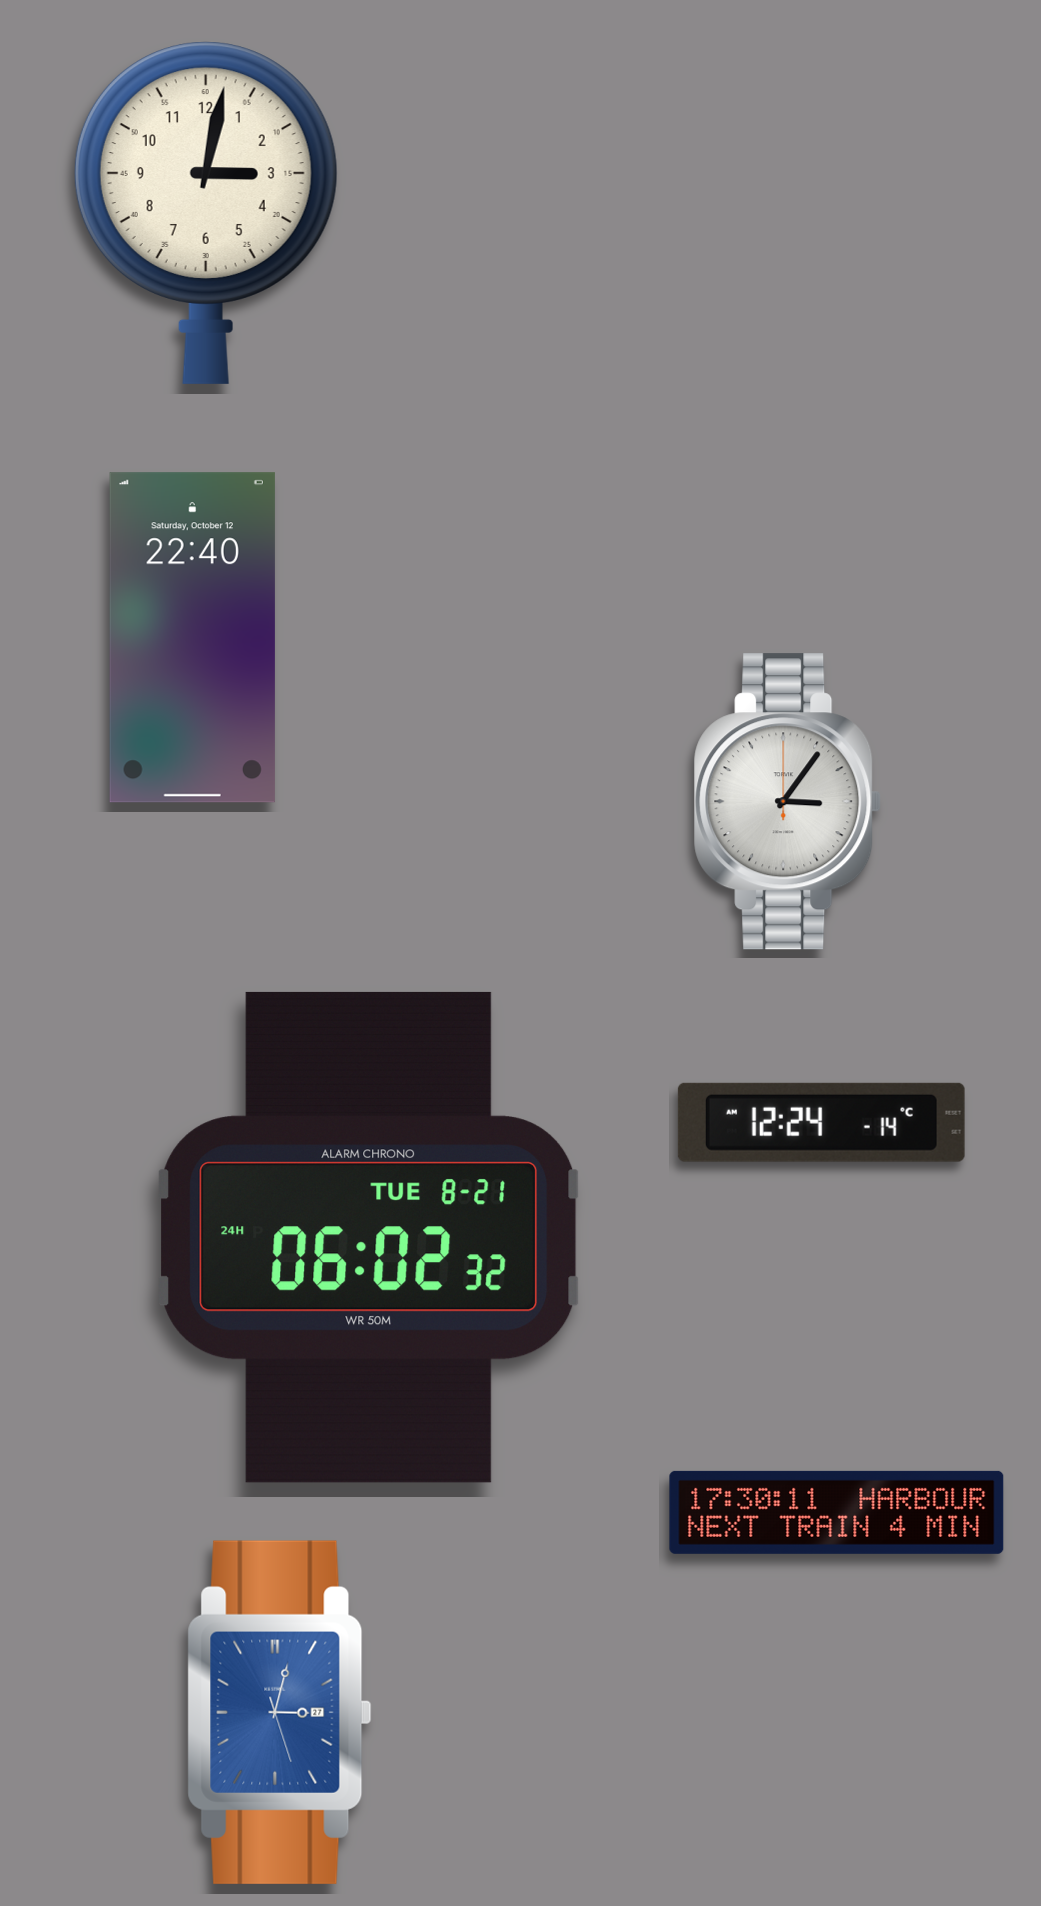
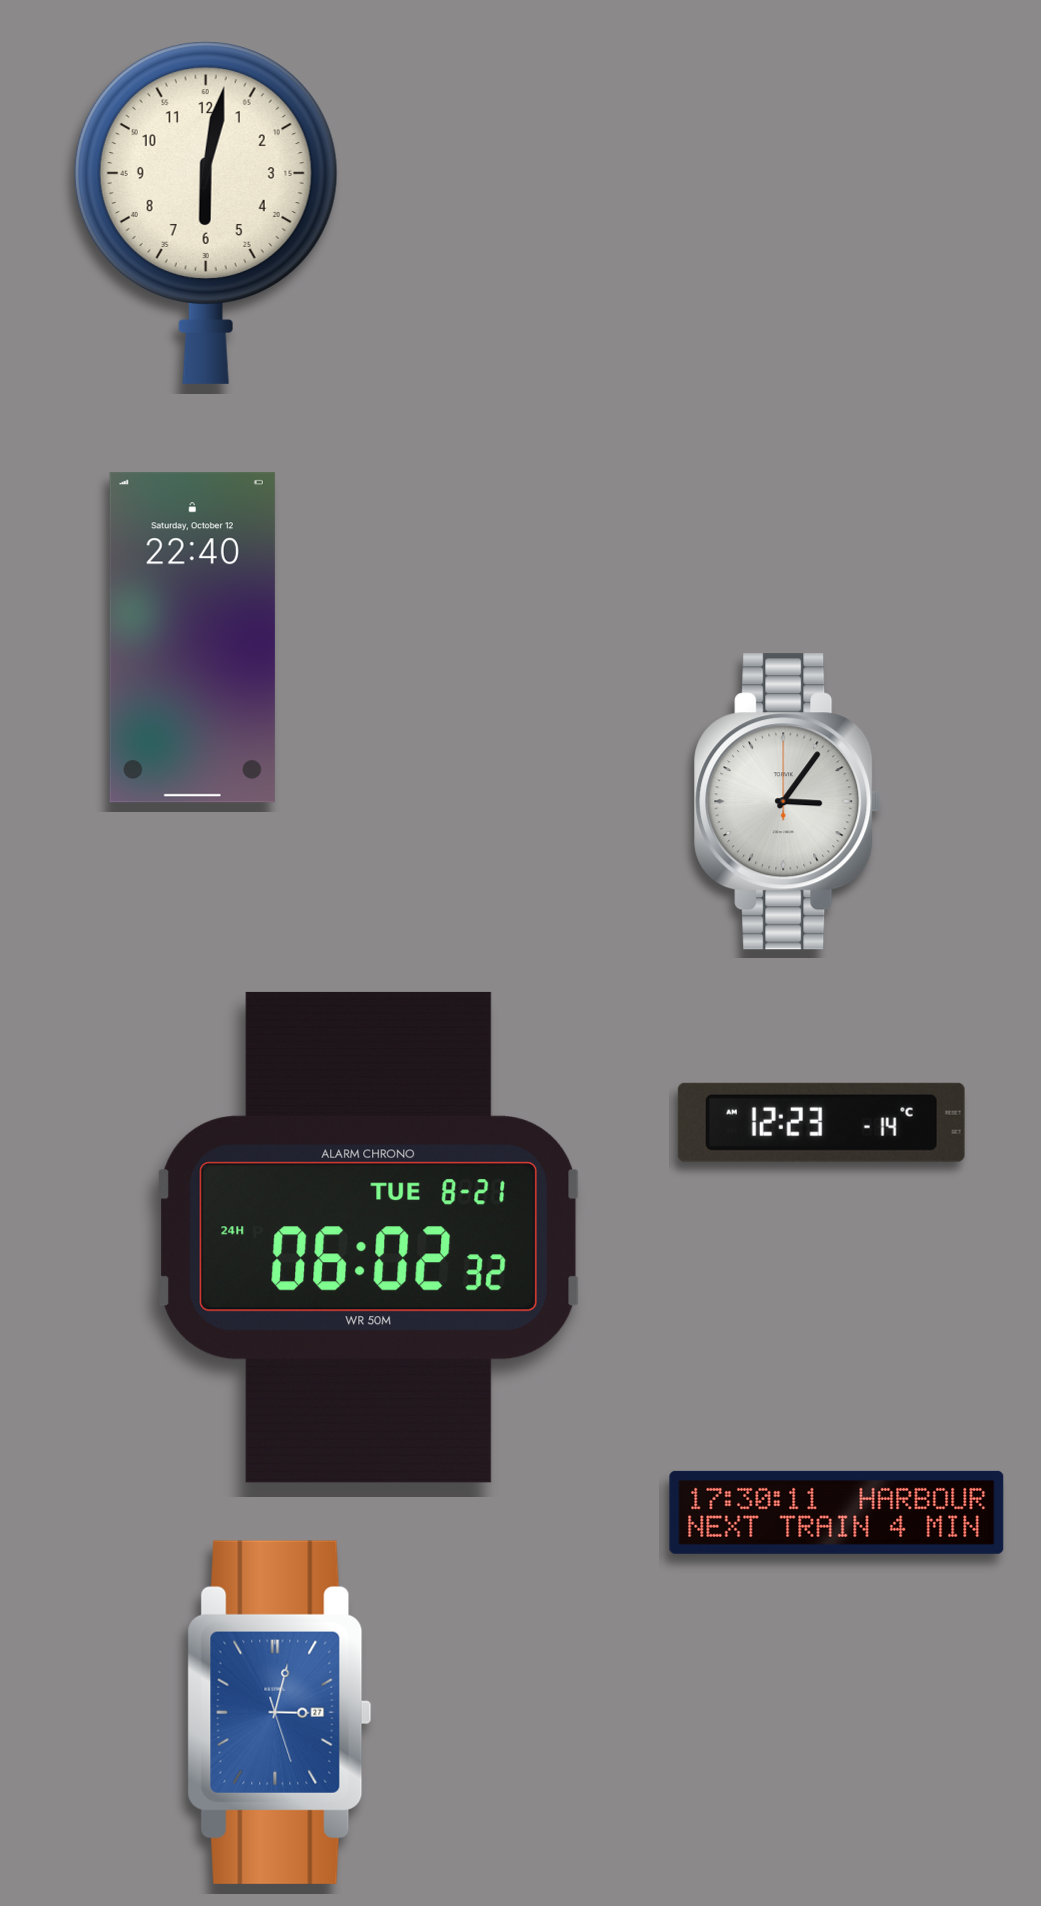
clock at (206, 213): 3:02 -> 6:02
clock at (821, 1122): 12:24 -> 12:23
